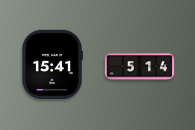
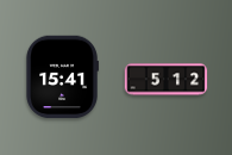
clock at (140, 67): 5:14 -> 5:12
